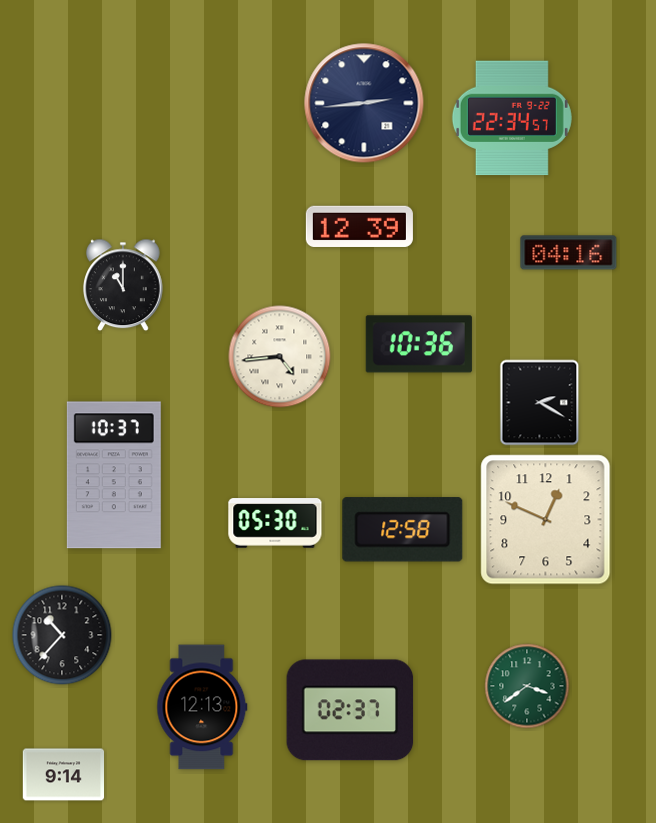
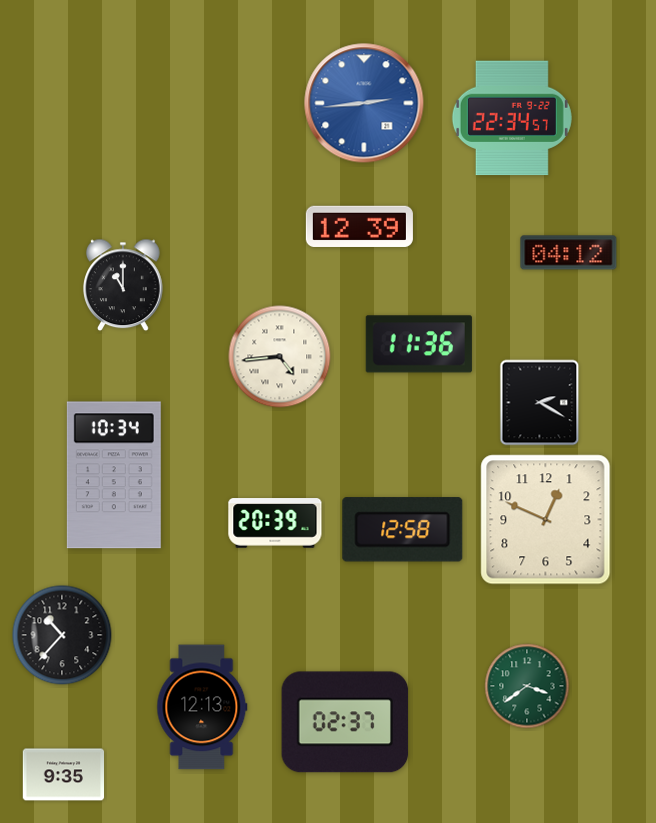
clock at (364, 103) dial: navy -> blue
clock at (569, 253): 04:16 -> 04:12
clock at (419, 344): 10:36 -> 11:36
clock at (114, 475): 10:37 -> 10:34
clock at (275, 523): 05:30 -> 20:39
clock at (350, 710) position: (350, 710) -> (345, 722)
clock at (64, 775): 9:14 -> 9:35
